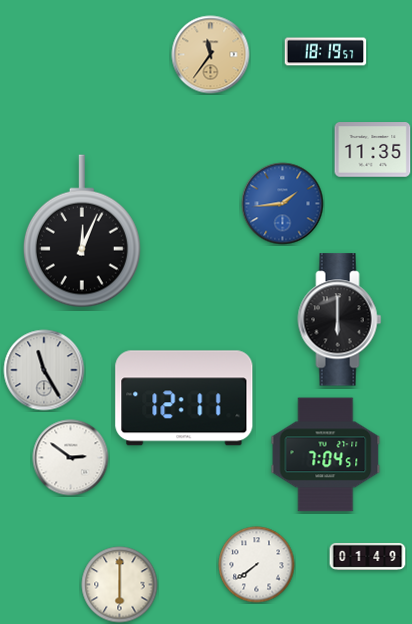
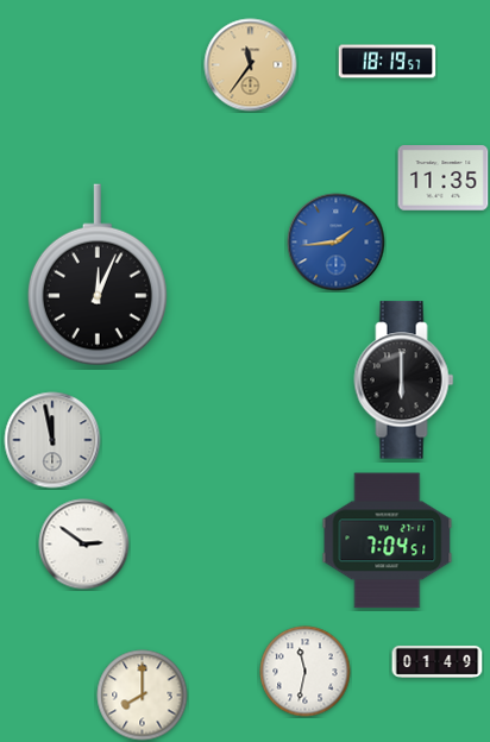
clock at (44, 370): 11:25 -> 11:58
clock at (184, 398): 12:11 -> none
clock at (257, 565): 7:39 -> 11:32
clock at (120, 585): 6:00 -> 8:00
